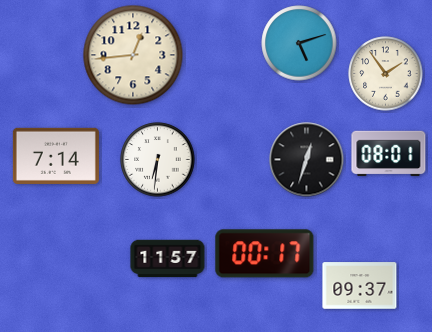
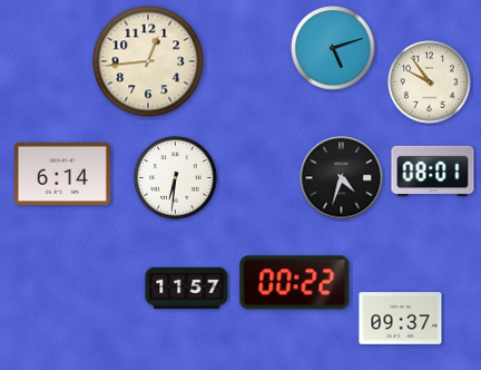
clock at (386, 74): 1:54 -> 9:54
clock at (56, 156): 7:14 -> 6:14
clock at (307, 160): 12:33 -> 4:33
clock at (265, 254): 00:17 -> 00:22
